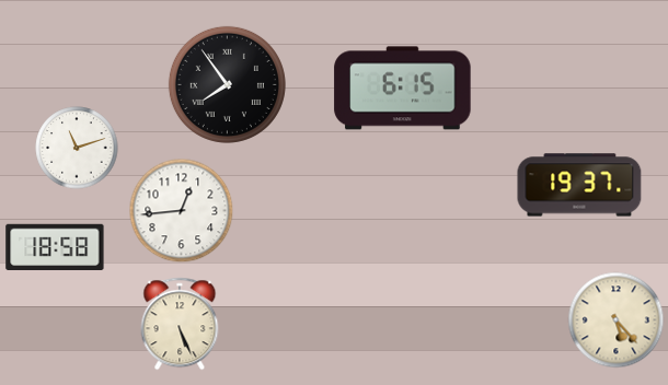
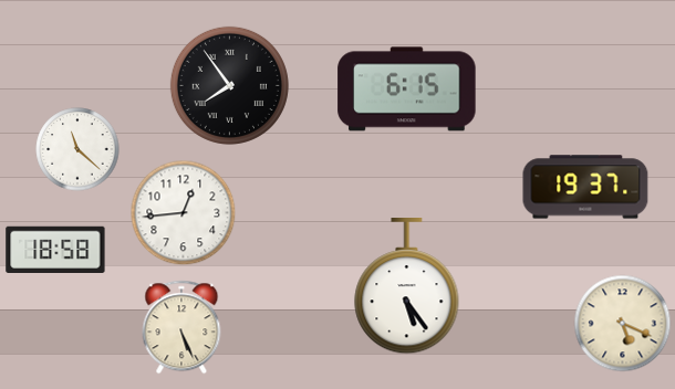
clock at (77, 148): 11:12 -> 11:22
clock at (407, 287): none -> 5:24
clock at (617, 320): 5:23 -> 5:19
